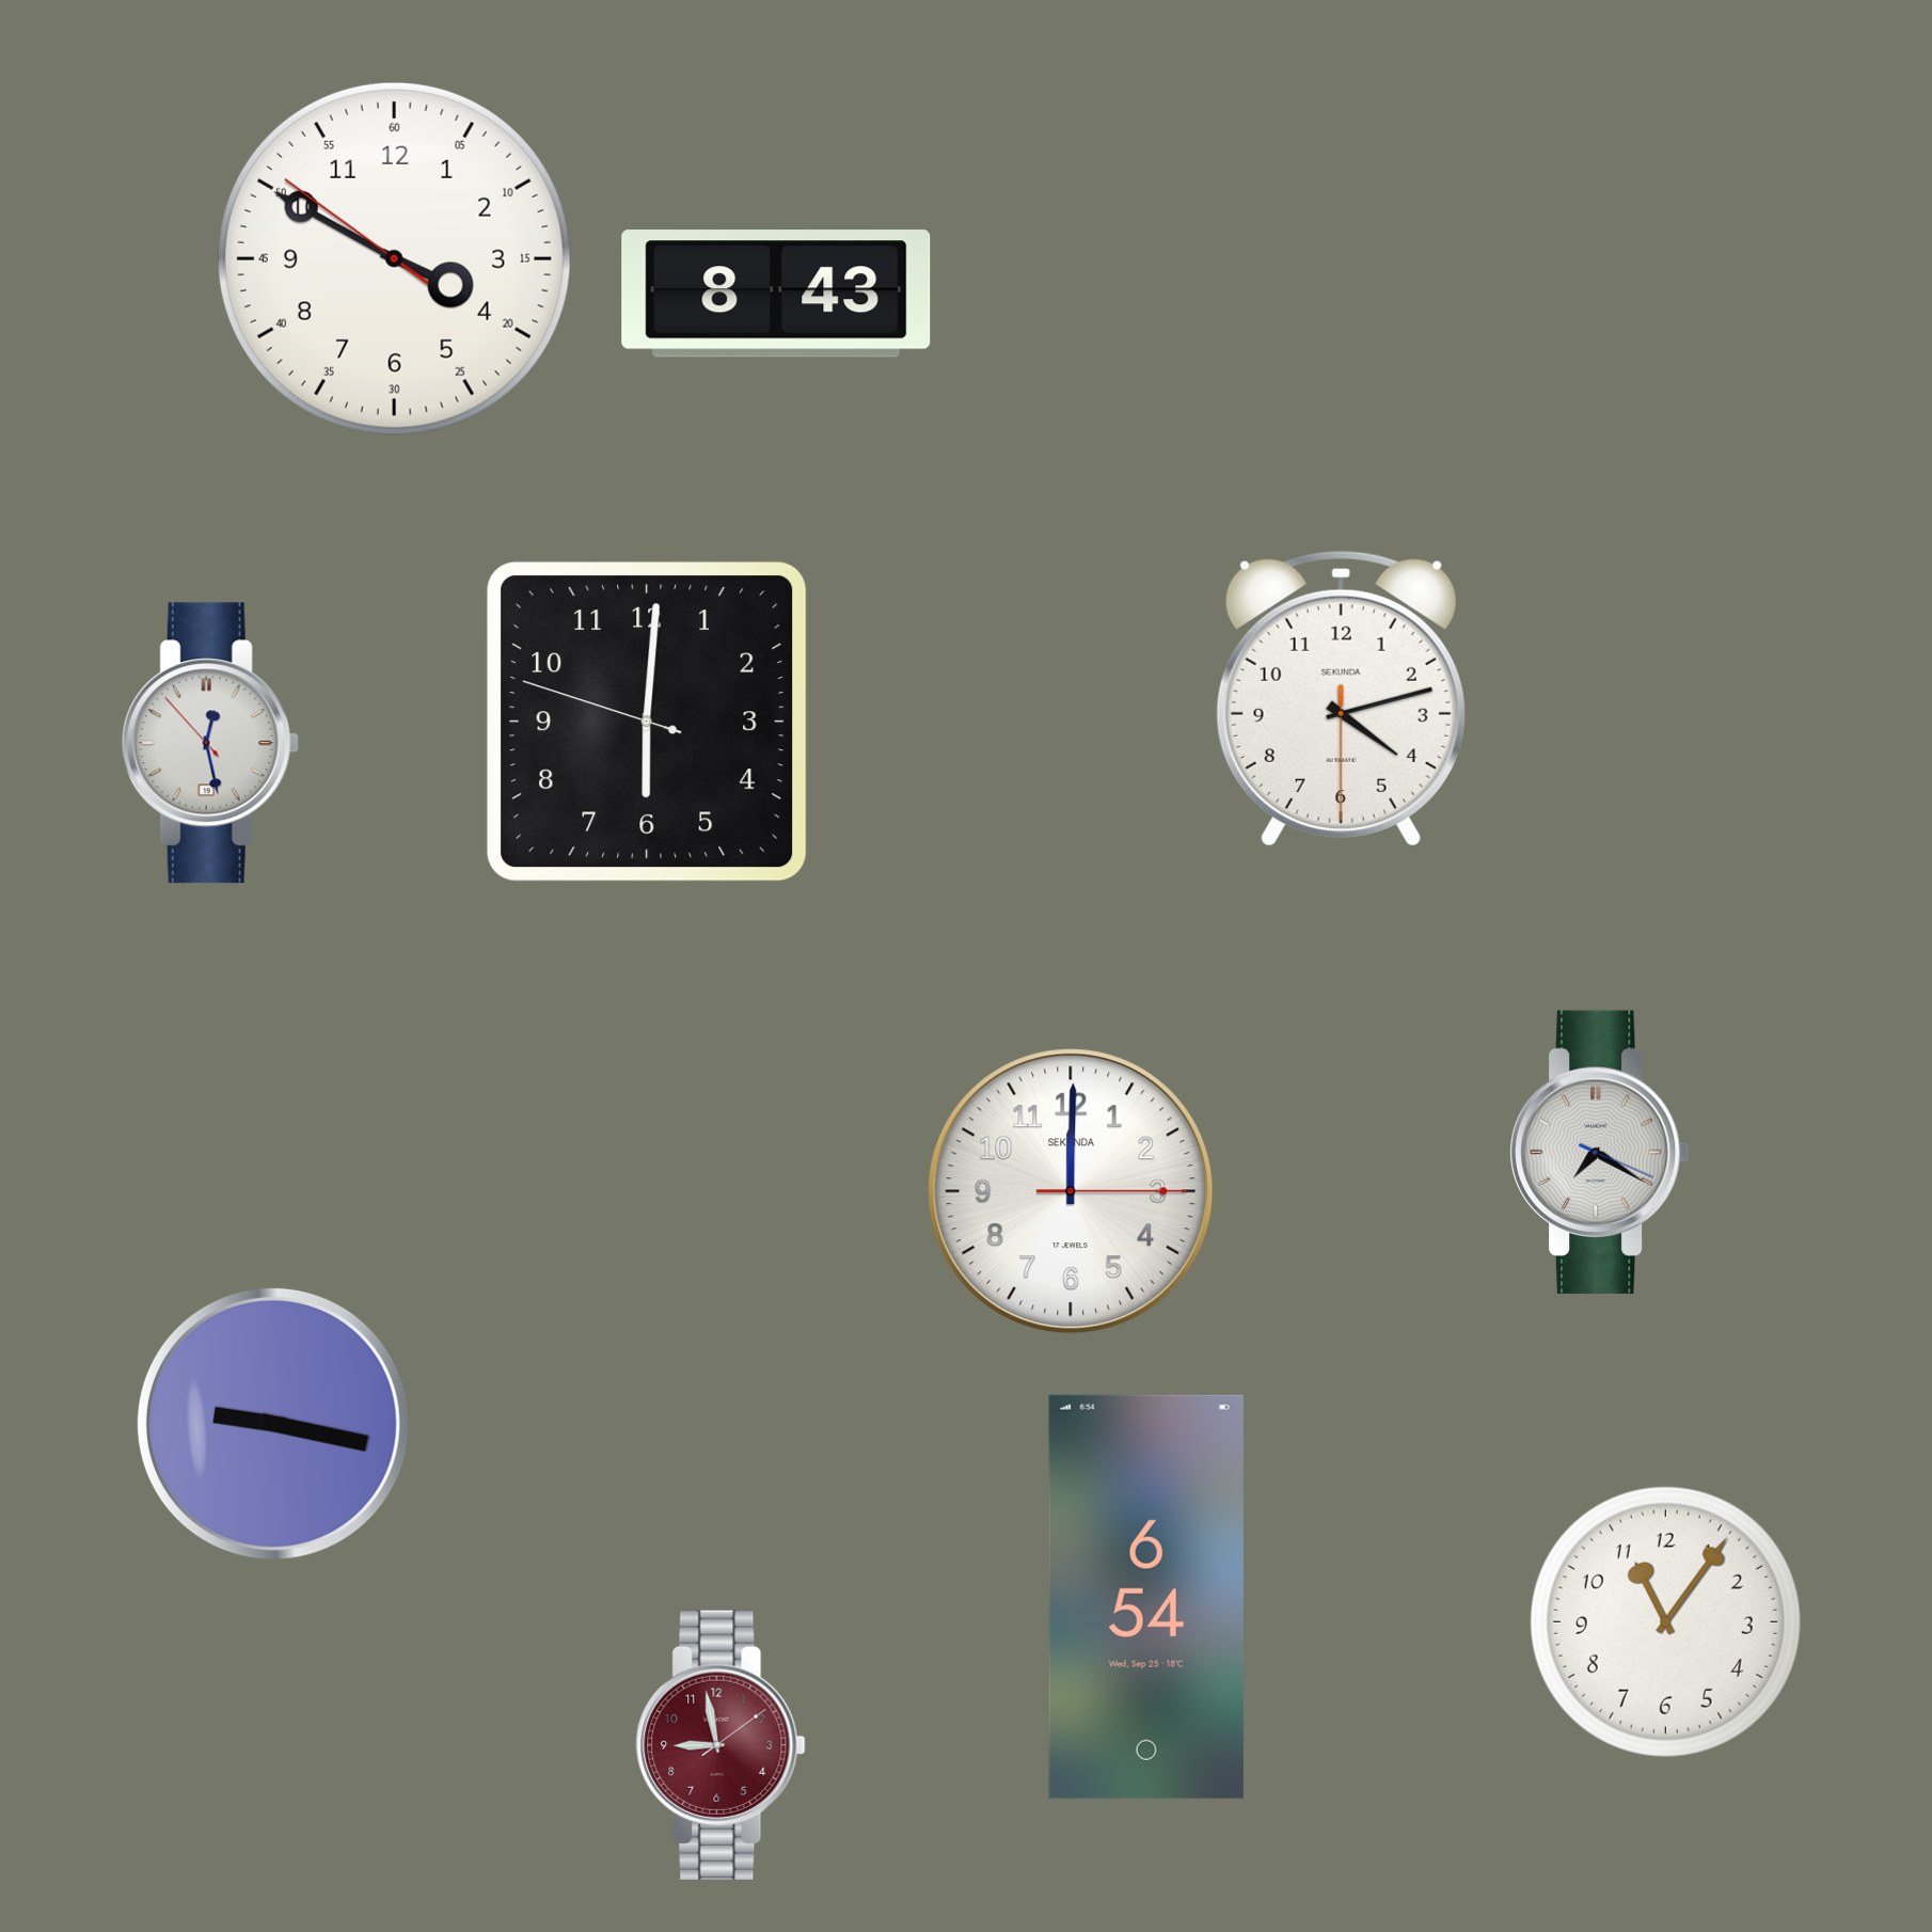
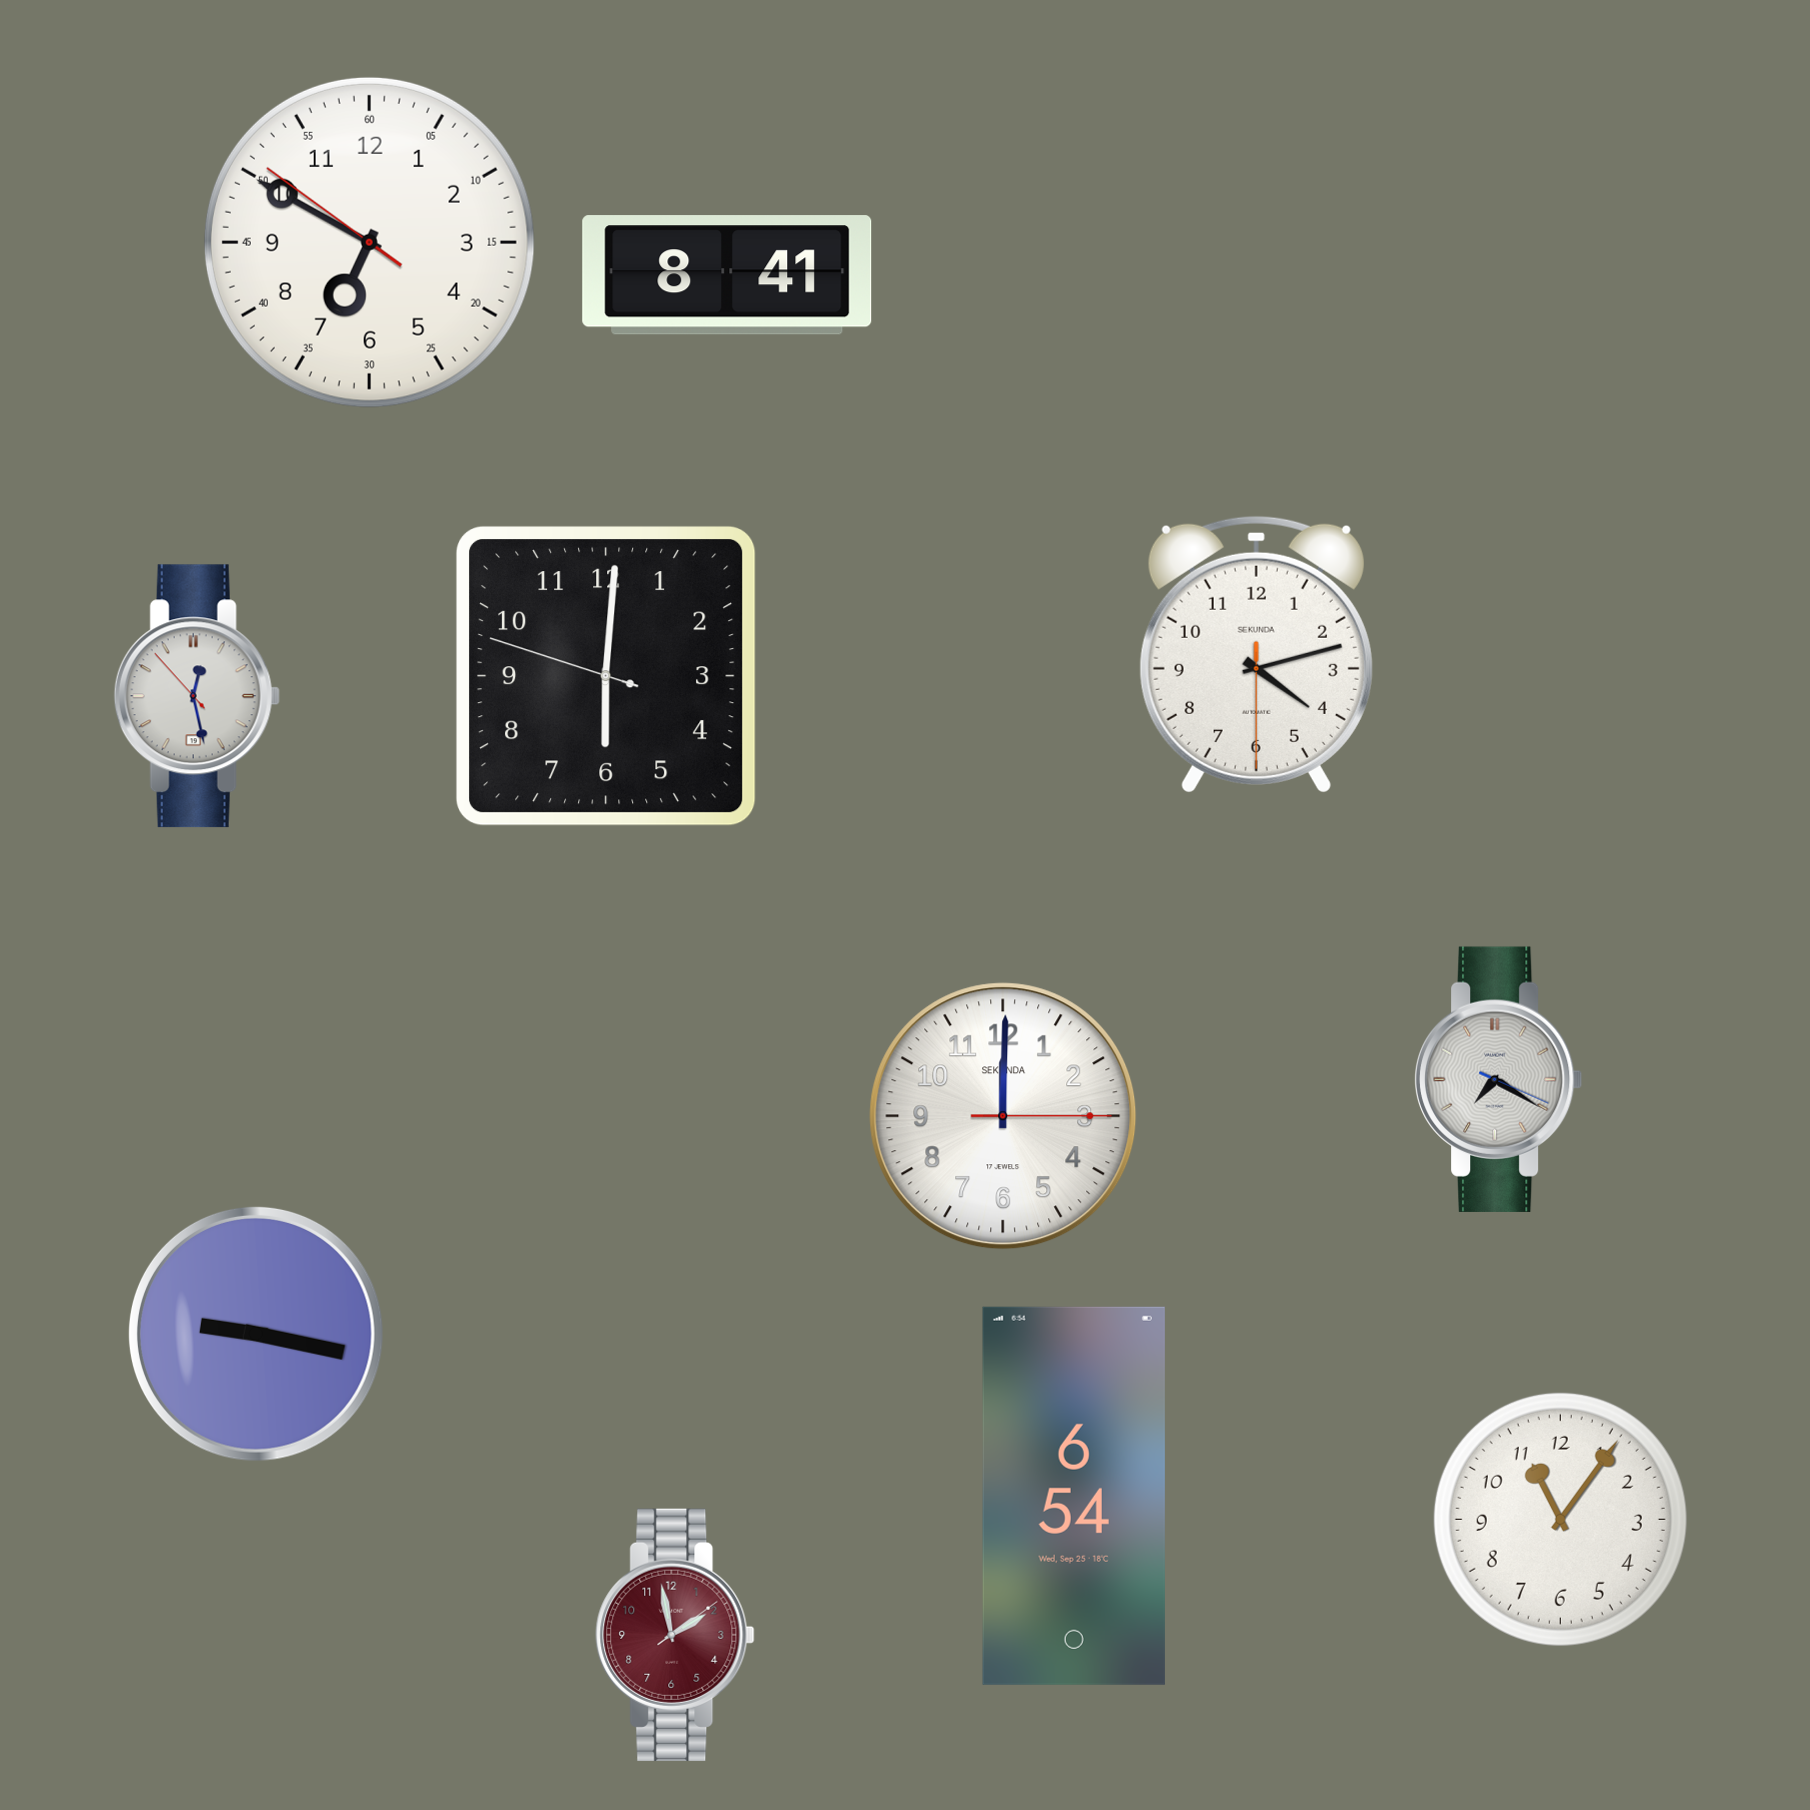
clock at (394, 258): 3:49 -> 6:49
clock at (776, 294): 8:43 -> 8:41
clock at (720, 1745): 8:58 -> 1:58
